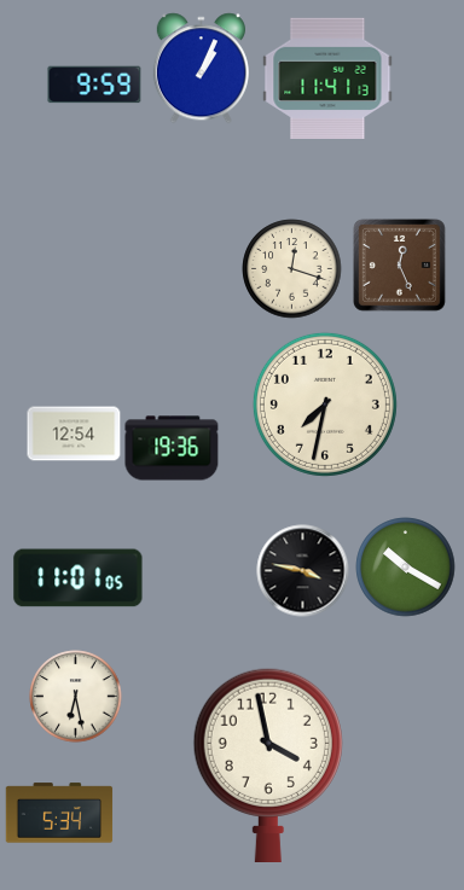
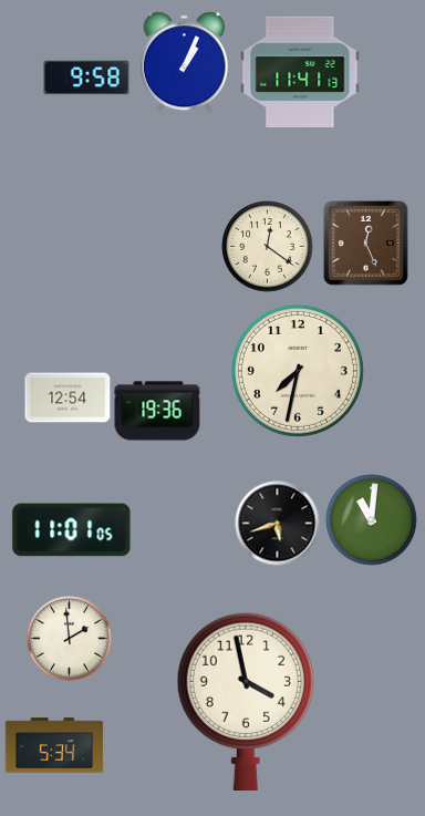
clock at (94, 85): 9:59 -> 9:58
clock at (292, 269): 12:18 -> 12:21
clock at (406, 568): 10:20 -> 11:01
clock at (303, 571): 3:47 -> 5:42
clock at (76, 697): 6:28 -> 1:59
